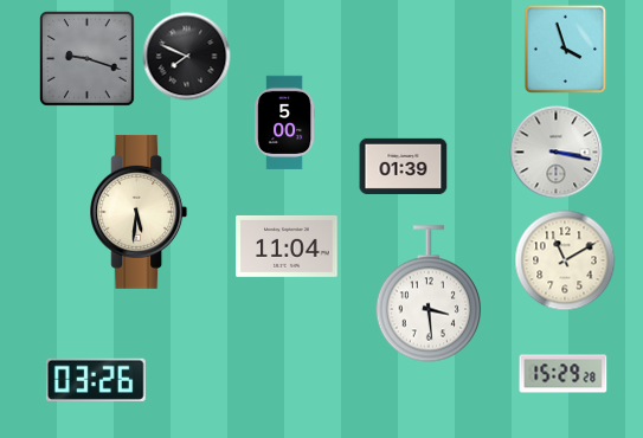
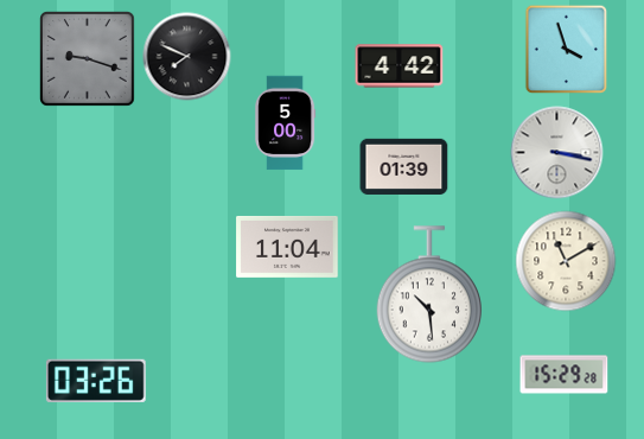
clock at (400, 66): none -> 4:42
clock at (139, 212): 5:31 -> none
clock at (427, 294): 3:29 -> 10:29
